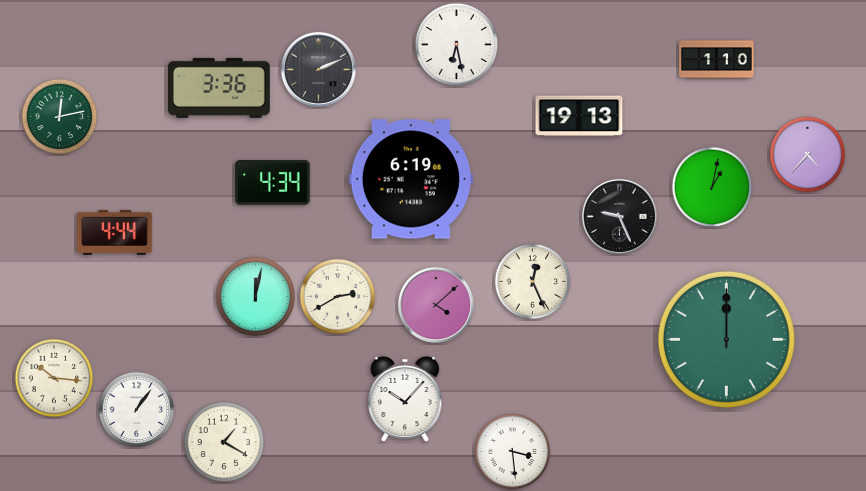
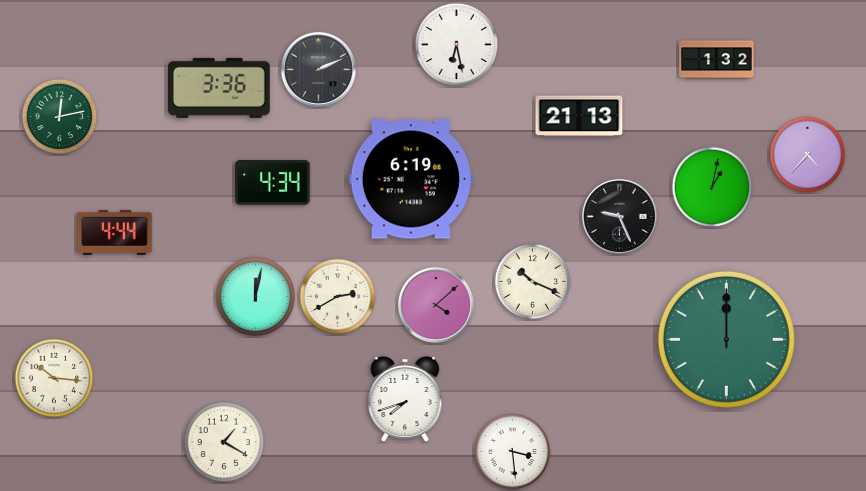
clock at (717, 60): 1:10 -> 1:32
clock at (579, 116): 19:13 -> 21:13
clock at (533, 282): 12:26 -> 10:19
clock at (405, 399): 10:07 -> 7:42
clock at (137, 410): 1:06 -> none
